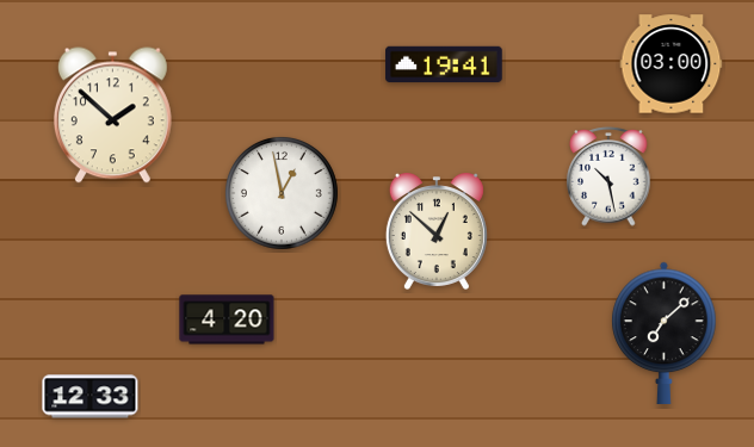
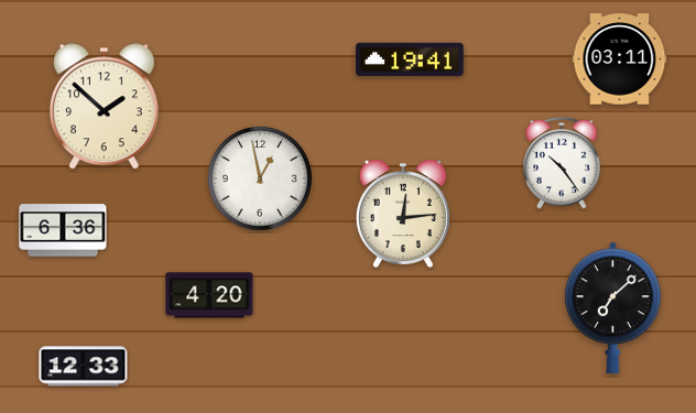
clock at (672, 64): 03:00 -> 03:11
clock at (608, 176): 10:28 -> 10:24
clock at (437, 231): 12:52 -> 12:14
clock at (63, 230): none -> 6:36
